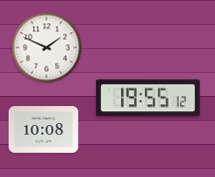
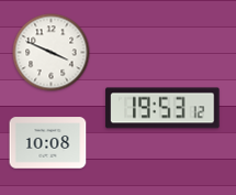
clock at (47, 48): 1:49 -> 3:49
clock at (148, 98): 19:55 -> 19:53
